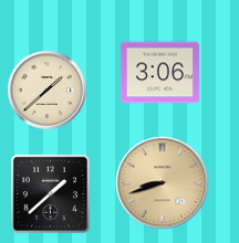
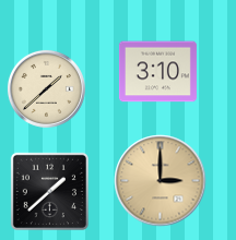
clock at (159, 73): 3:06 -> 3:10
clock at (163, 183): 8:42 -> 3:00
